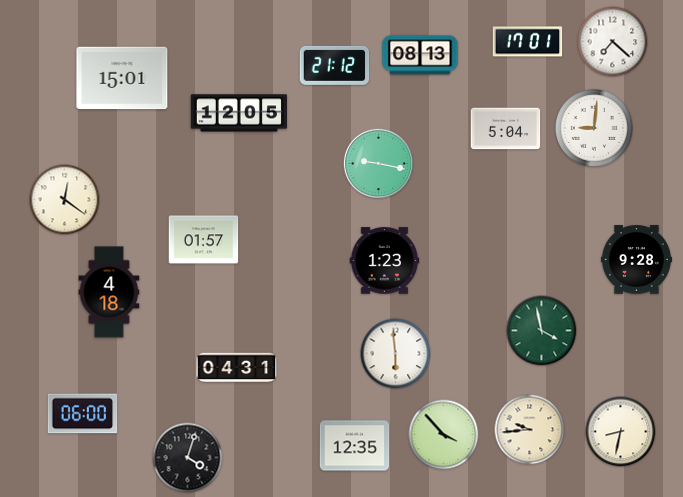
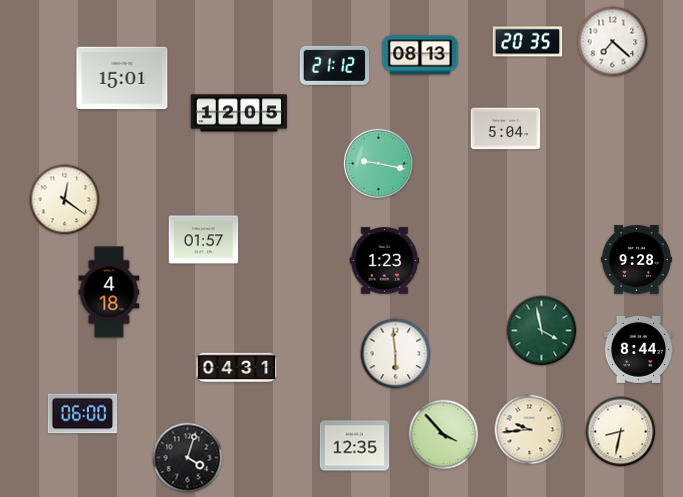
clock at (528, 42): 17:01 -> 20:35
clock at (594, 128): 9:01 -> none
clock at (639, 349): none -> 8:44
